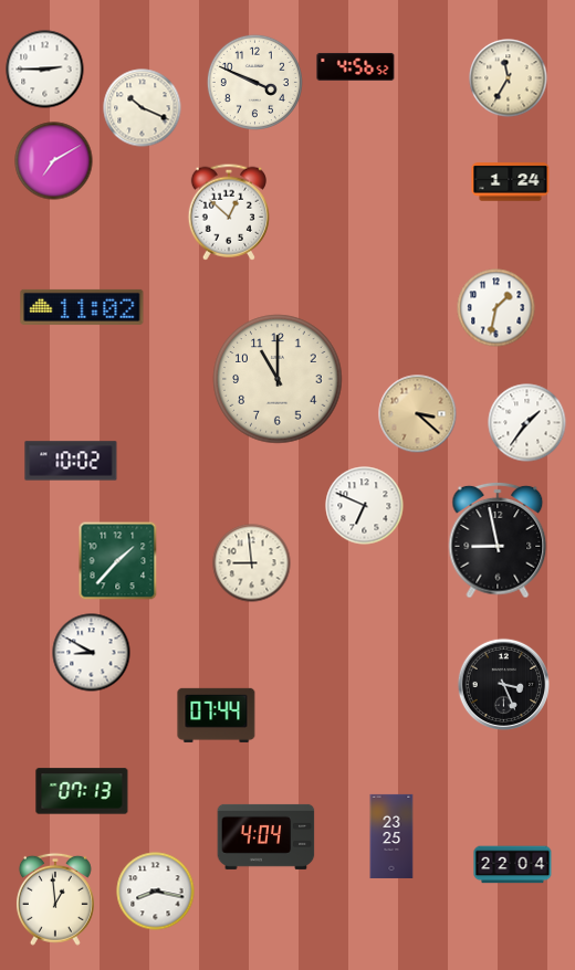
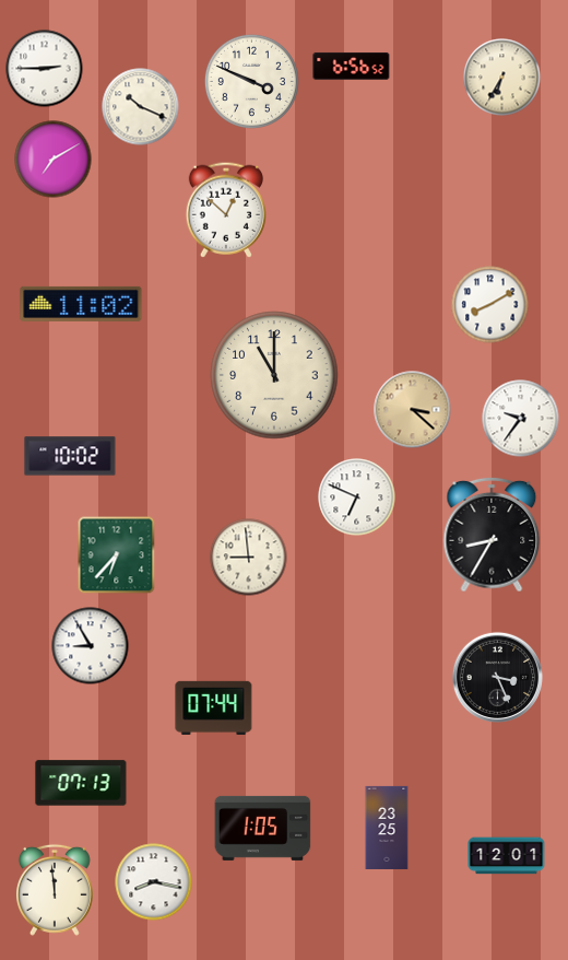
clock at (356, 67): 4:56 -> 6:56
clock at (509, 78): 11:35 -> 6:35
clock at (511, 182): 1:24 -> none
clock at (496, 308): 1:32 -> 8:10
clock at (527, 423): 1:36 -> 9:36
clock at (365, 506) position: (365, 506) -> (357, 497)
clock at (498, 540): 8:58 -> 8:35
clock at (118, 561): 1:37 -> 6:37
clock at (92, 653): 8:50 -> 8:55
clock at (266, 836): 4:04 -> 1:05
clock at (513, 865): 22:04 -> 12:01
clock at (55, 899): 12:59 -> 11:59
